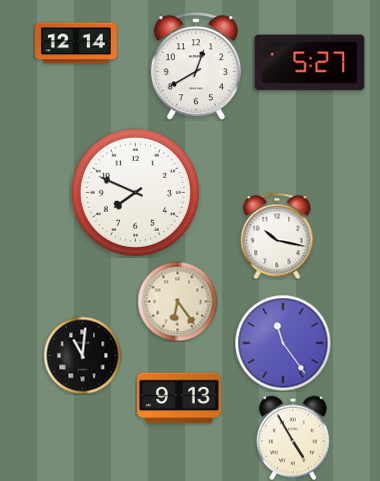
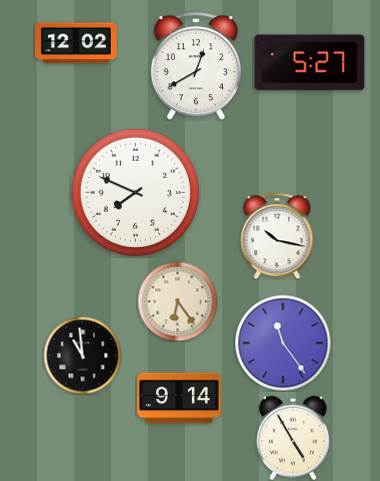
clock at (76, 43): 12:14 -> 12:02
clock at (82, 355): 11:01 -> 10:59
clock at (179, 398): 9:13 -> 9:14
